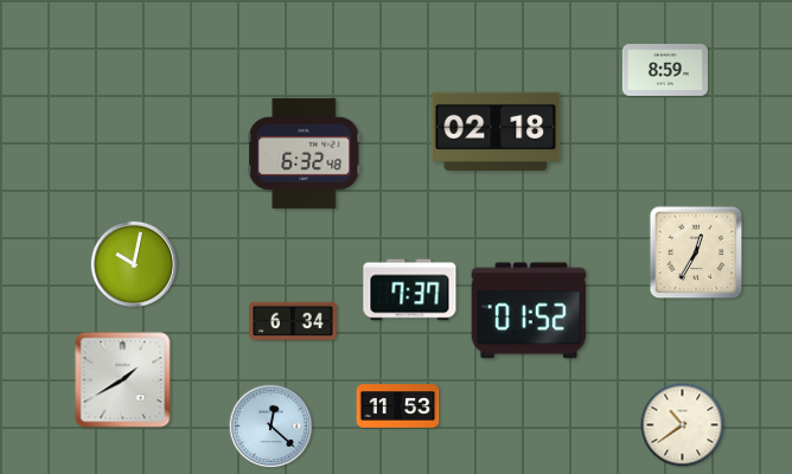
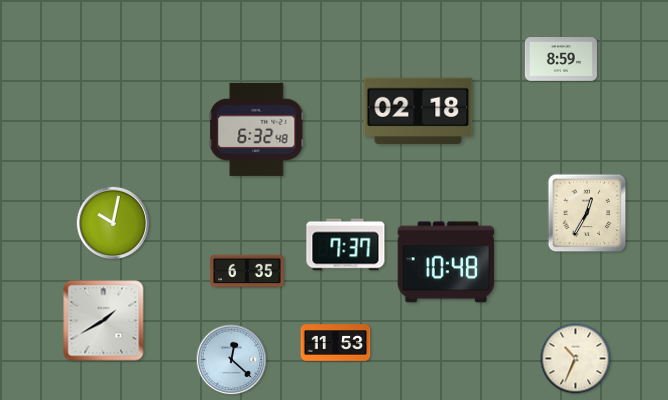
clock at (529, 310): 01:52 -> 10:48
clock at (293, 321): 6:34 -> 6:35
clock at (683, 425): 10:39 -> 10:34
clock at (272, 427) position: (272, 427) -> (232, 360)
